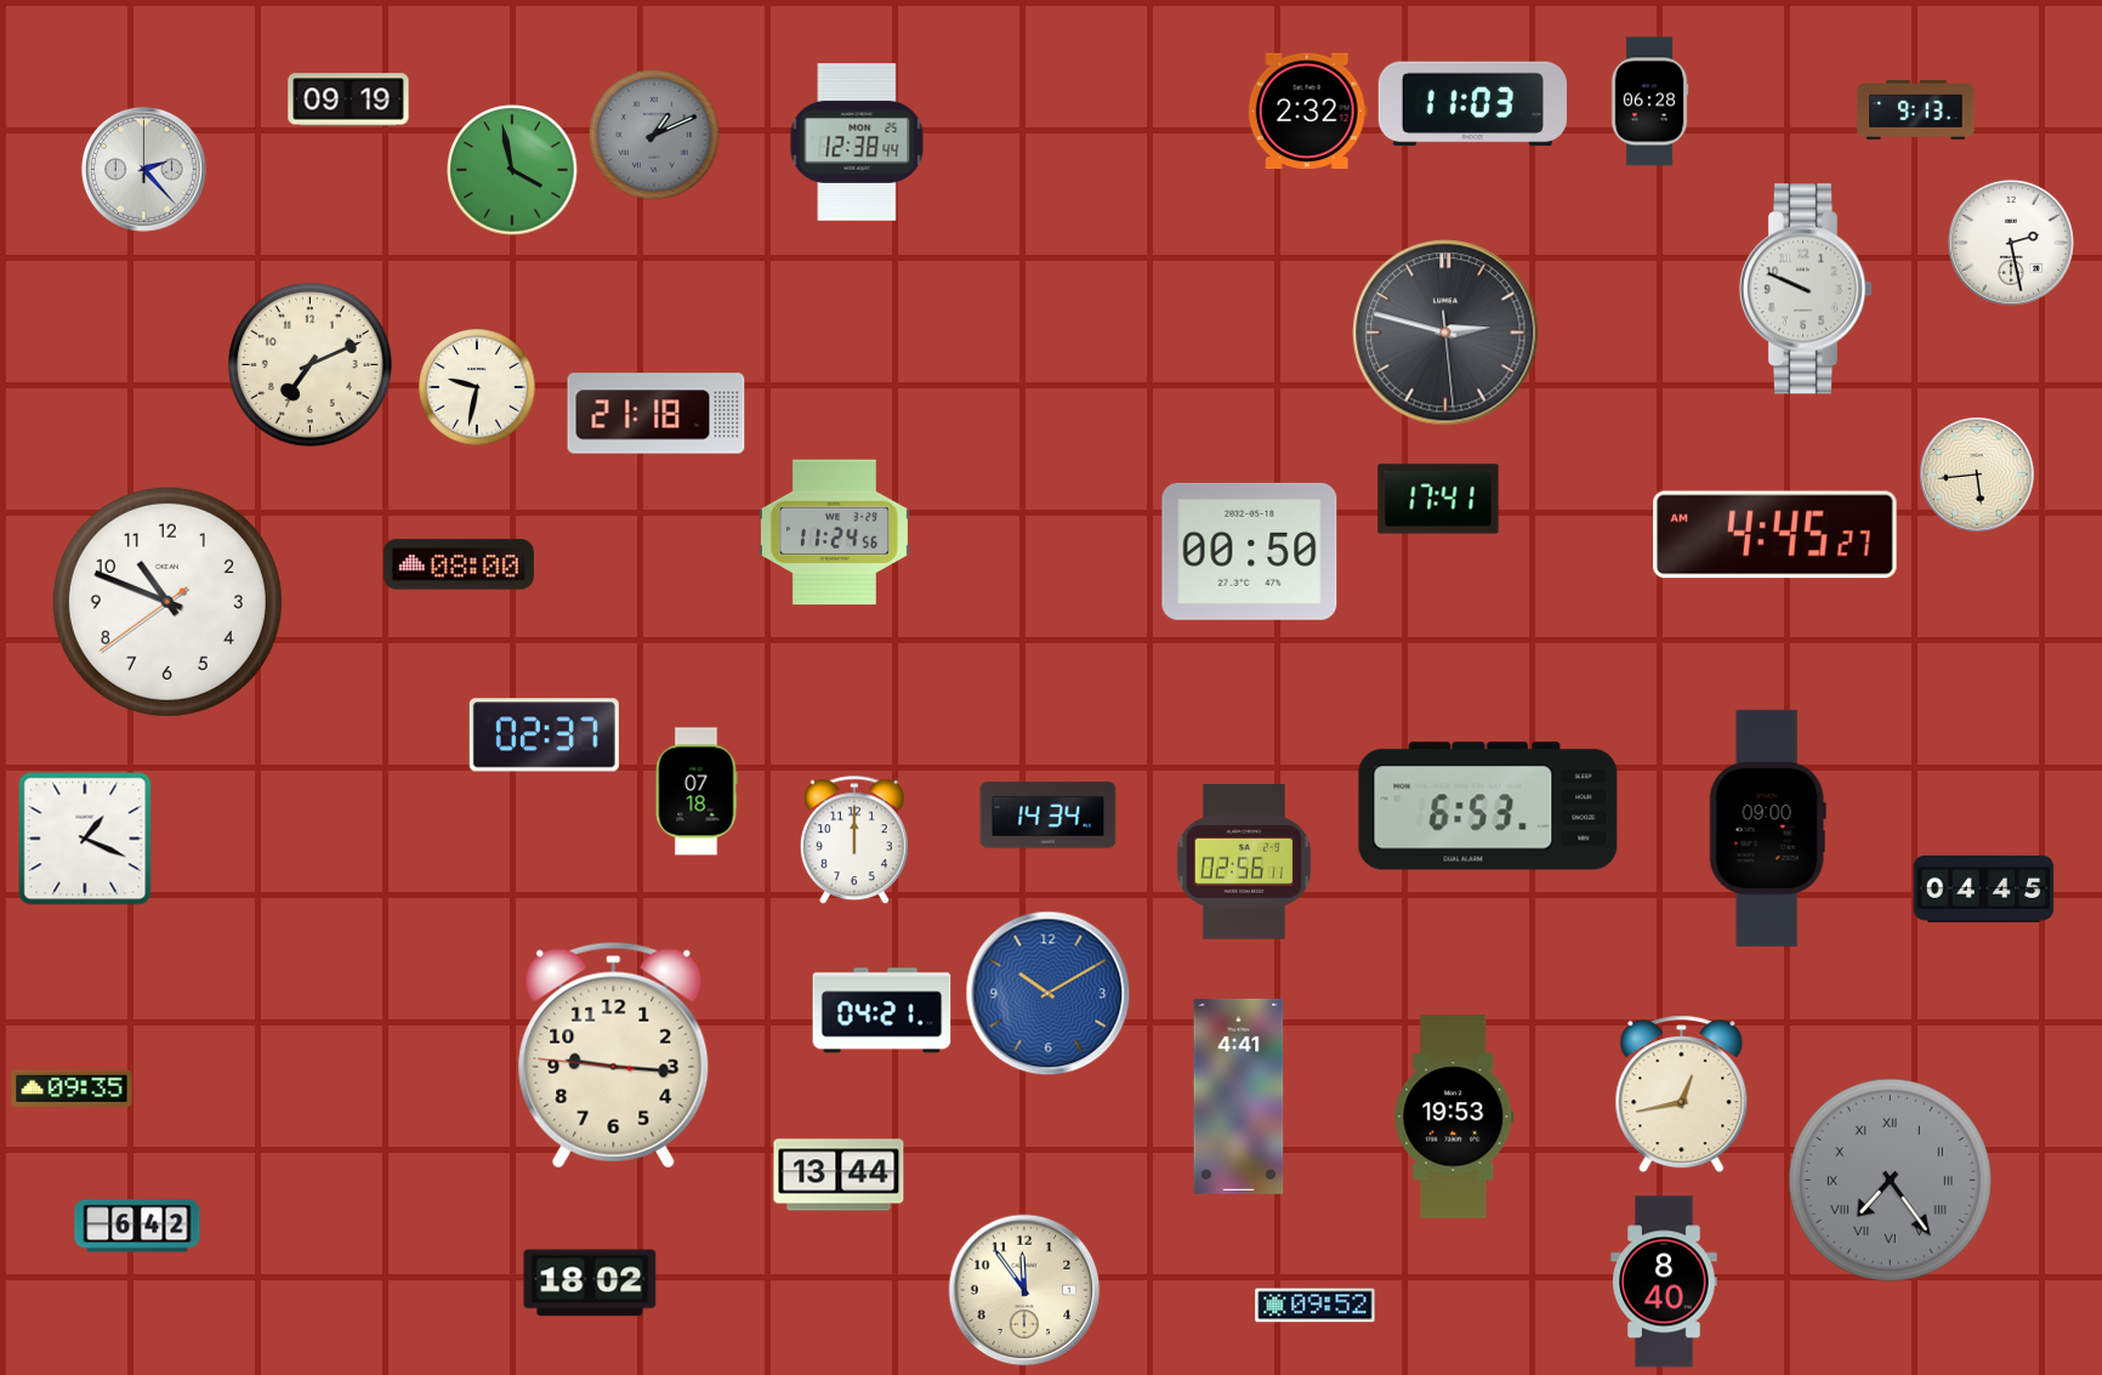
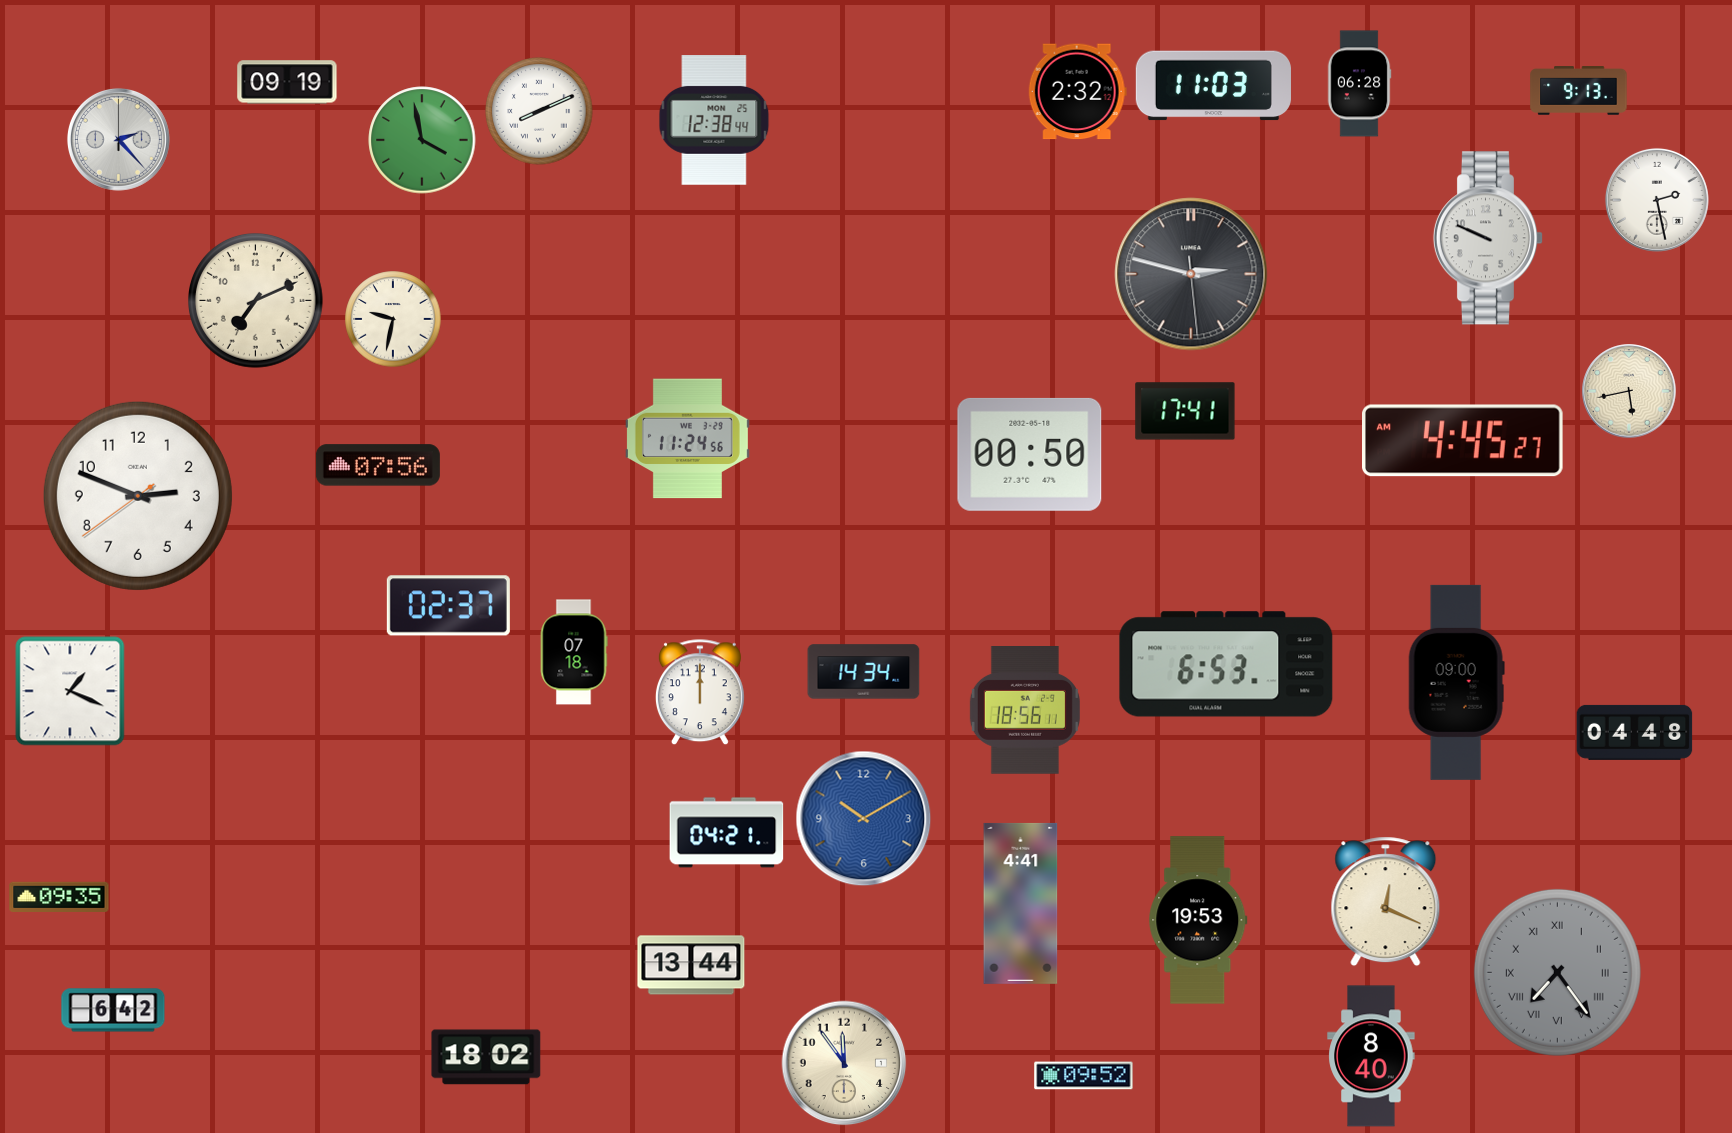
clock at (654, 135): 1:11 -> 8:11
clock at (654, 135) dial: grey -> white
clock at (857, 142) position: (857, 142) -> (714, 120)
clock at (657, 414): 21:18 -> none
clock at (1977, 475): 5:44 -> 5:43
clock at (459, 564): 08:00 -> 07:56
clock at (167, 602): 10:48 -> 2:48
clock at (854, 841) position: (854, 841) -> (700, 693)
clock at (1244, 863): 02:56 -> 18:56
clock at (1984, 888): 04:45 -> 04:48
clock at (614, 1055): 9:15 -> none
clock at (1682, 1095): 12:43 -> 12:19
clock at (839, 1175) position: (839, 1175) -> (691, 965)
